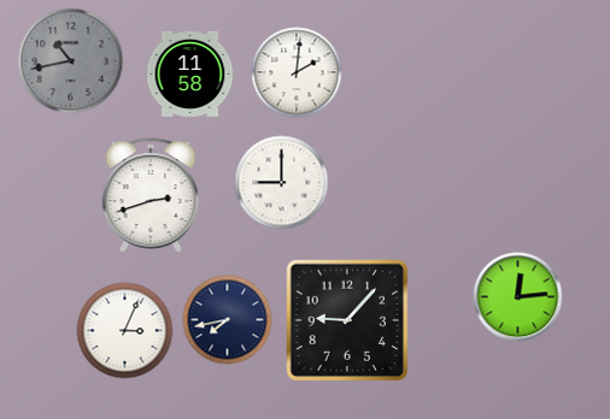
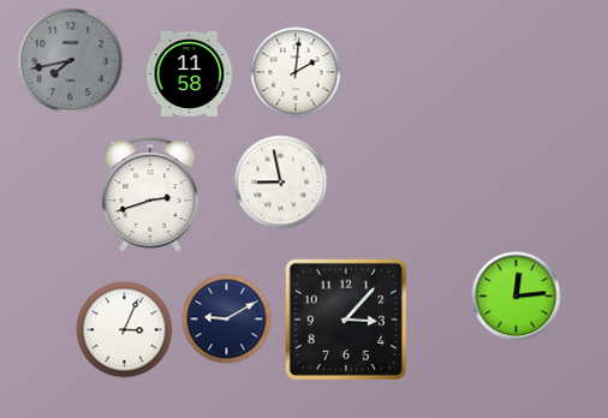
clock at (71, 61): 10:43 -> 7:43
clock at (282, 183): 9:00 -> 8:58
clock at (346, 319): 9:07 -> 3:07
clock at (228, 320): 7:43 -> 9:10
